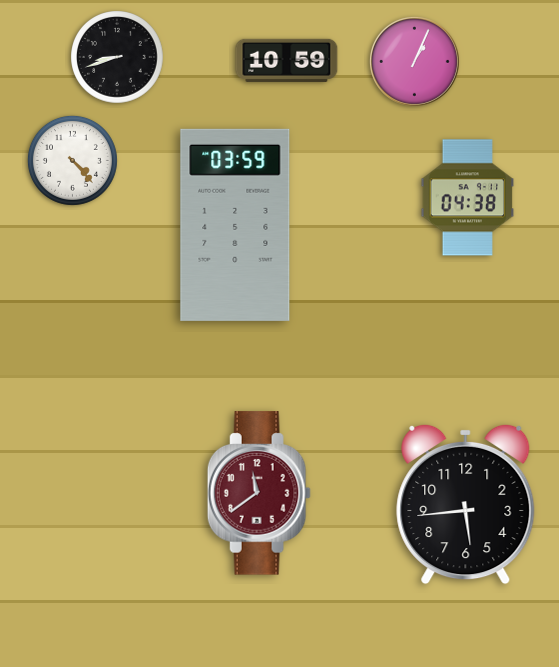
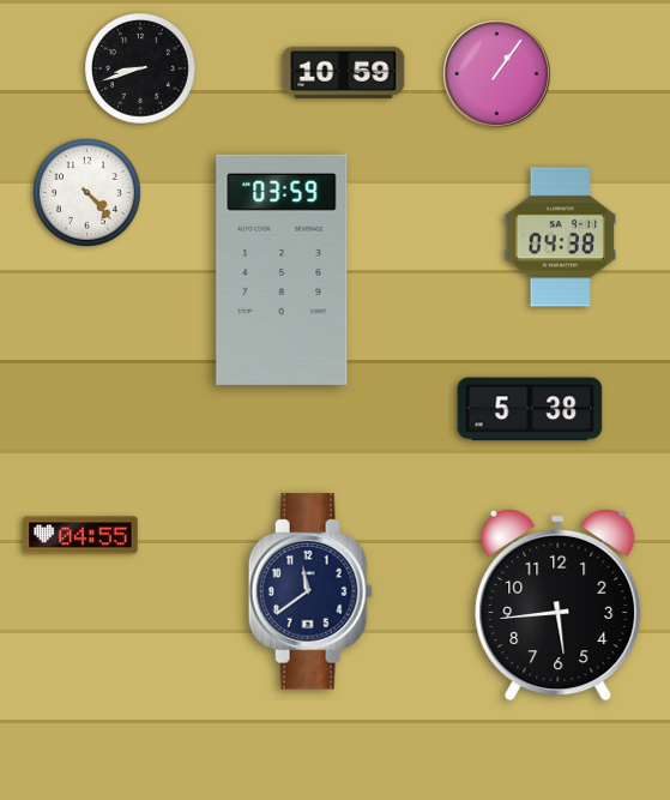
clock at (414, 61): 1:04 -> 1:06
clock at (530, 409): none -> 5:38
clock at (80, 535): none -> 04:55
clock at (259, 493) dial: burgundy -> navy
